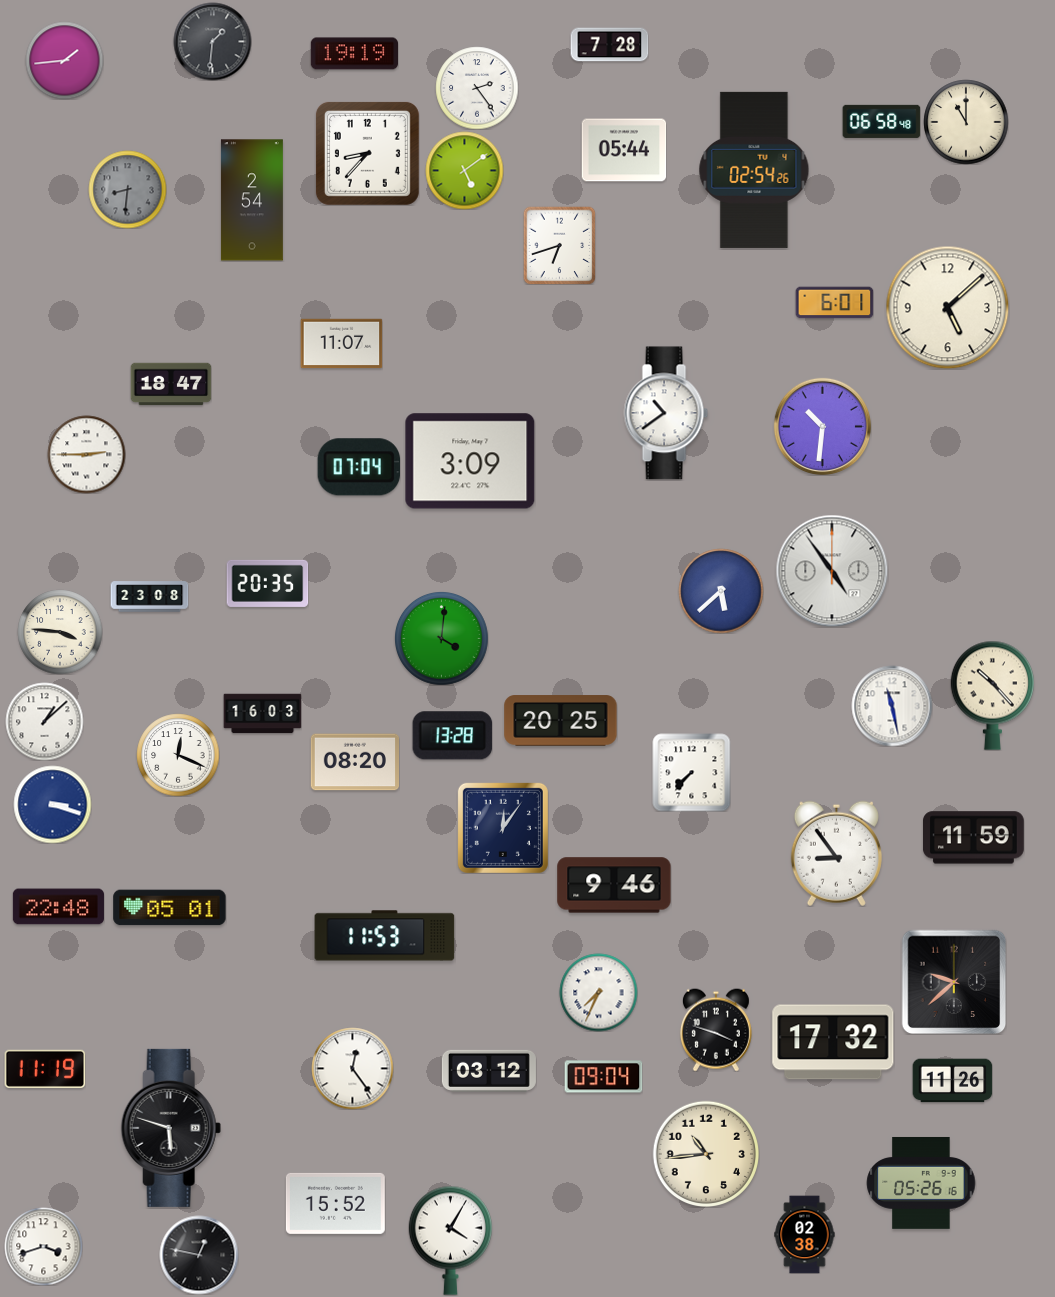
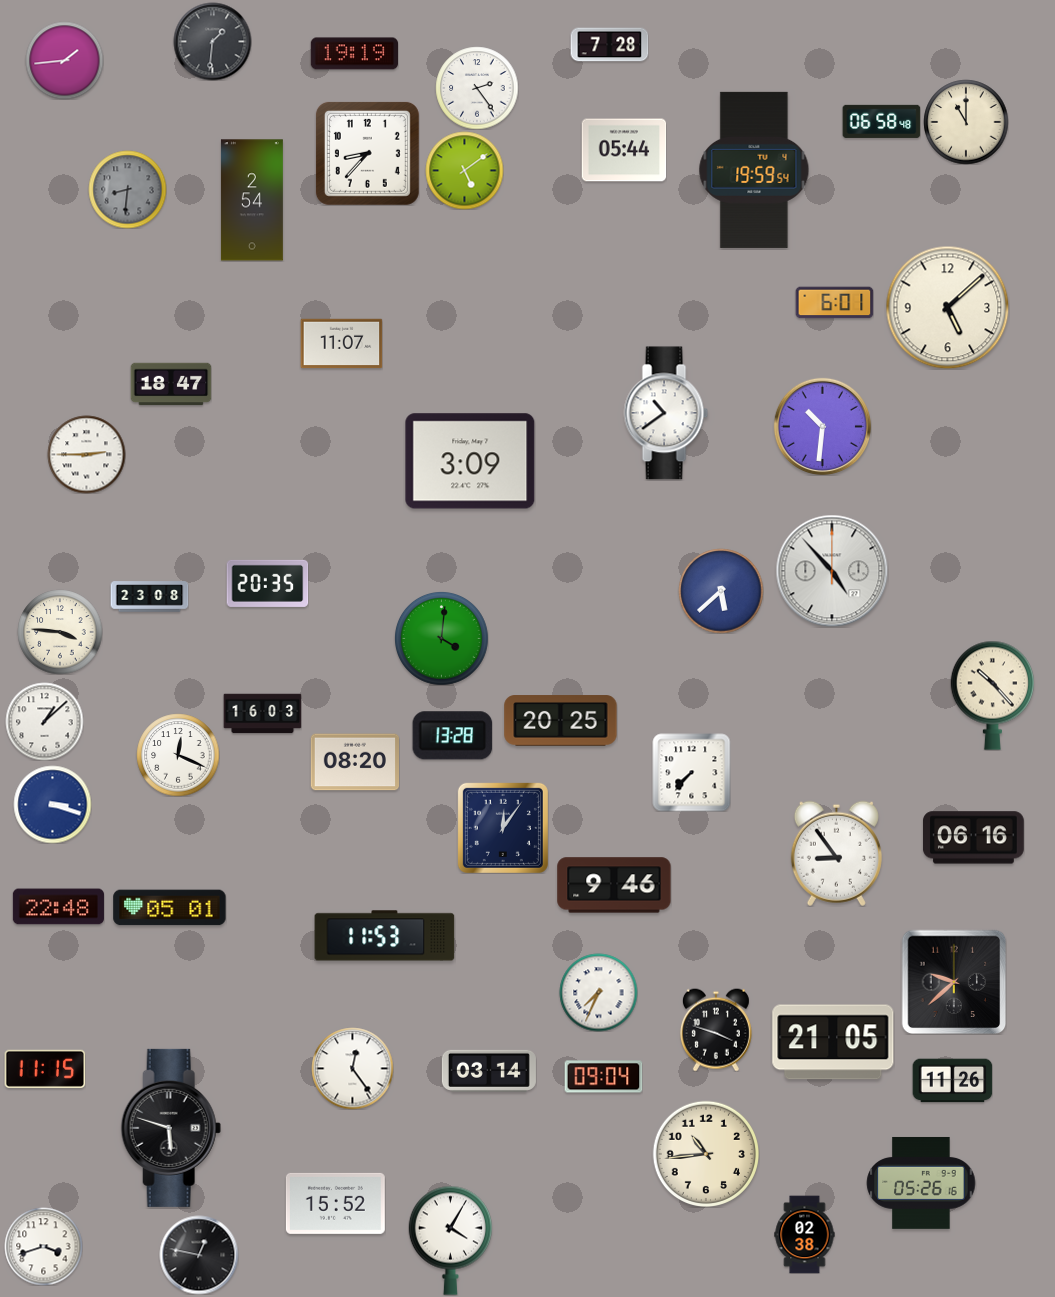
clock at (754, 170): 02:54 -> 19:59
clock at (560, 245): 6:42 -> none
clock at (358, 467): 07:04 -> none
clock at (832, 571): 4:54 -> 4:53
clock at (892, 706): 11:28 -> none
clock at (973, 838): 11:59 -> 06:16
clock at (833, 1042): 17:32 -> 21:05
clock at (45, 1069): 11:19 -> 11:15
clock at (489, 1071): 03:12 -> 03:14
